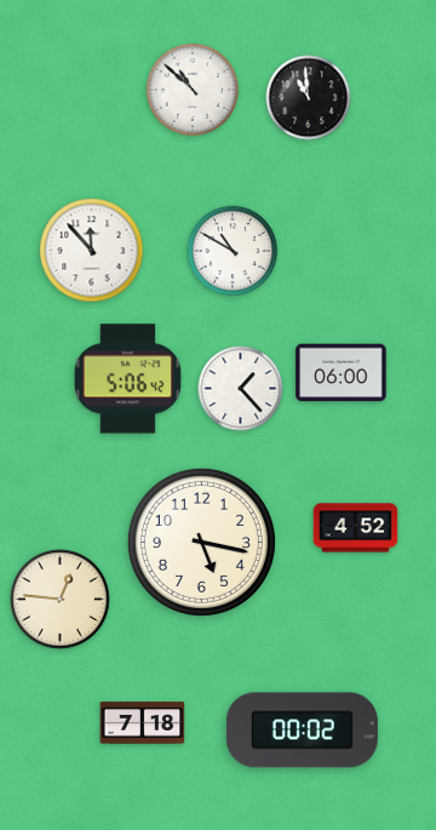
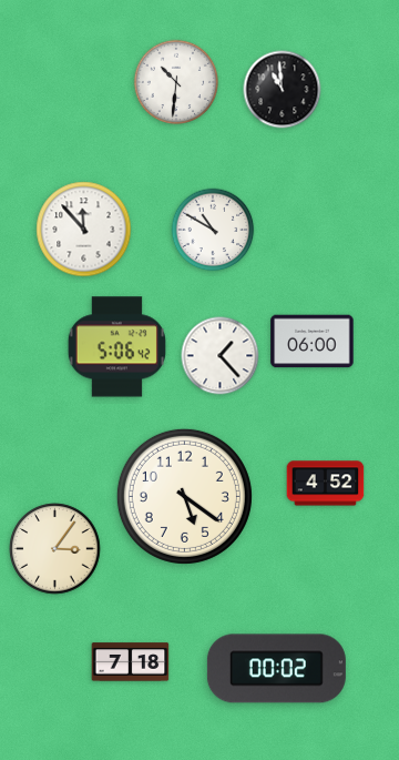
clock at (193, 90): 10:52 -> 10:31
clock at (201, 542): 5:17 -> 5:21
clock at (61, 600): 12:46 -> 3:06
